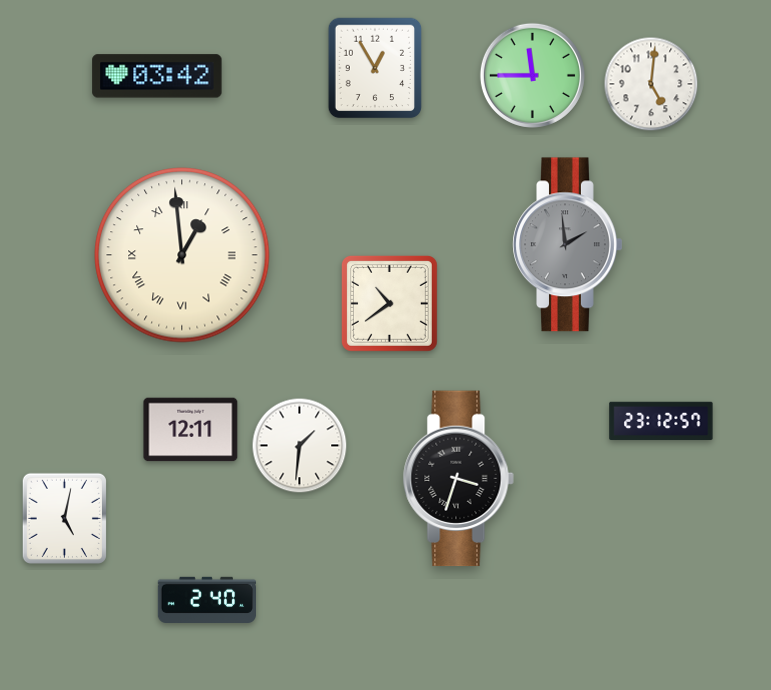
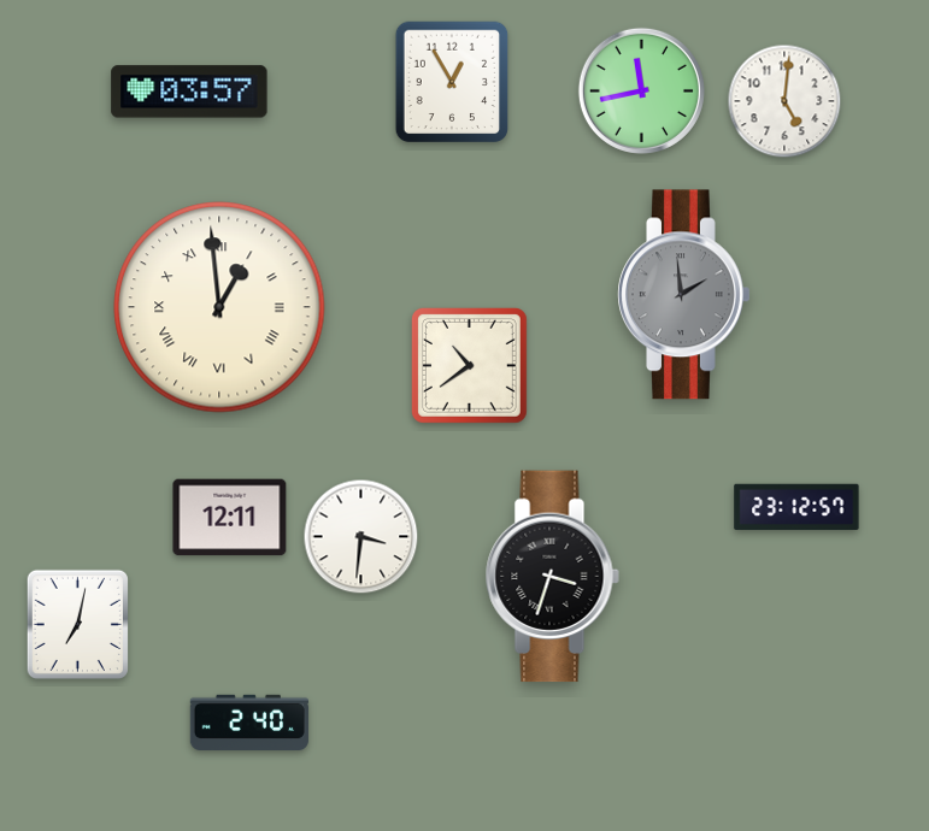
clock at (532, 75): 11:45 -> 11:43
clock at (157, 76): 03:42 -> 03:57
clock at (300, 446): 1:31 -> 3:31
clock at (64, 518): 5:02 -> 7:02
